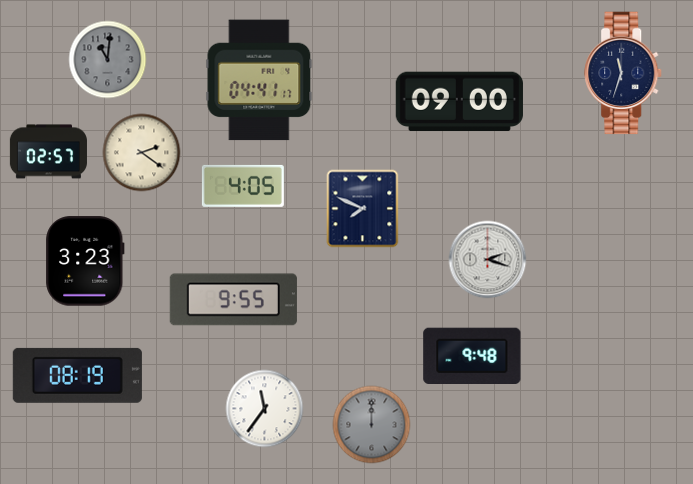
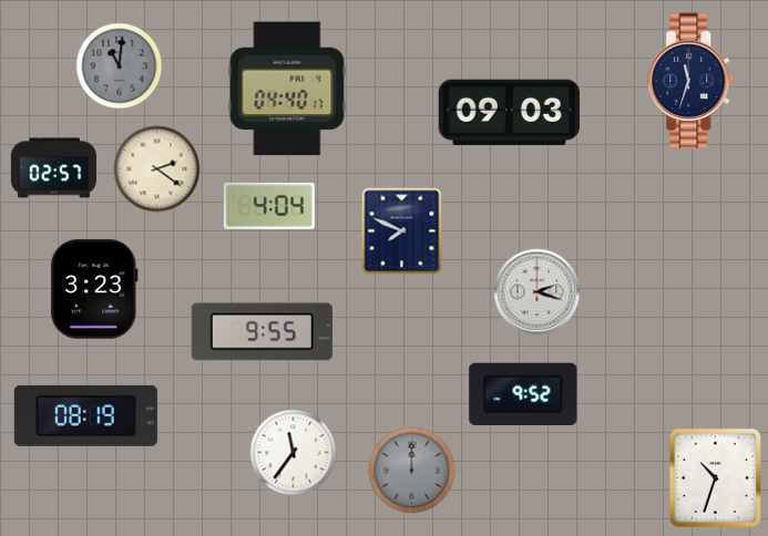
clock at (259, 80): 04:41 -> 04:40
clock at (459, 102): 09:00 -> 09:03
clock at (243, 186): 4:05 -> 4:04
clock at (487, 259) position: (487, 259) -> (536, 291)
clock at (233, 300) position: (233, 300) -> (262, 332)
clock at (472, 356): 9:48 -> 9:52
clock at (715, 477): none -> 10:33
